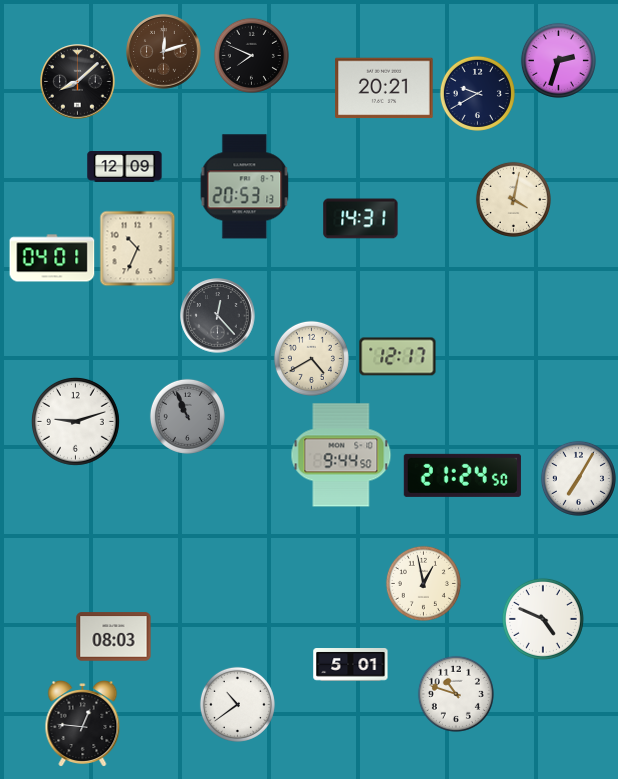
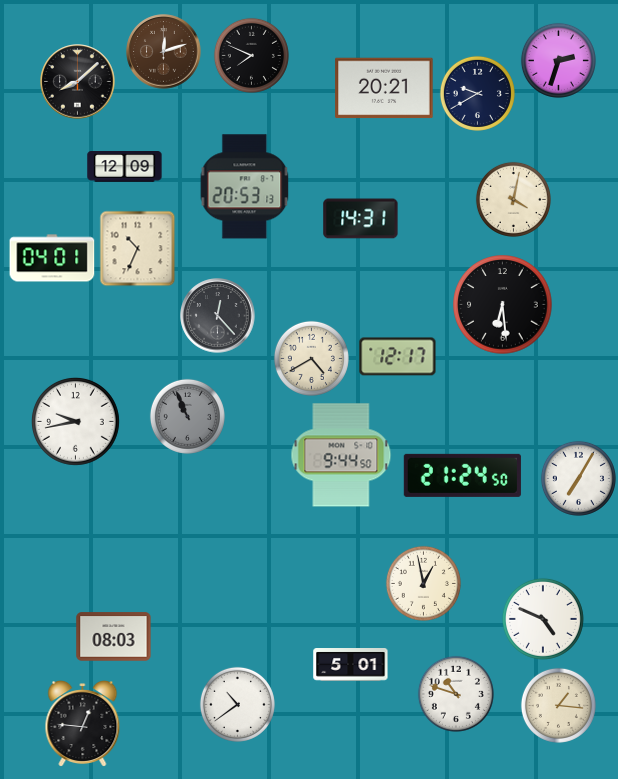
clock at (503, 305): none -> 6:29
clock at (76, 422): 9:12 -> 9:43
clock at (558, 705): none -> 1:16
